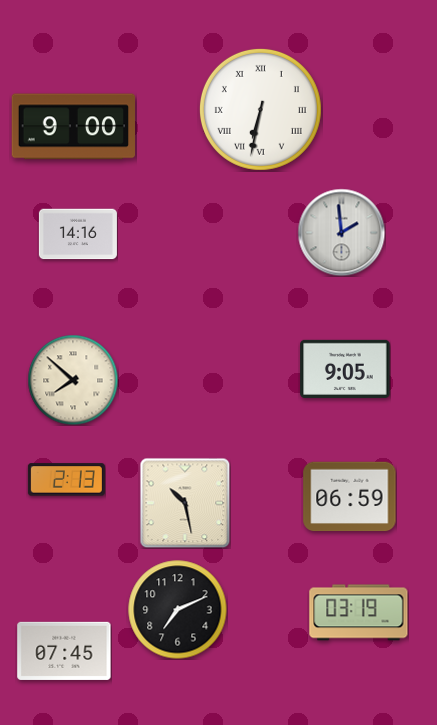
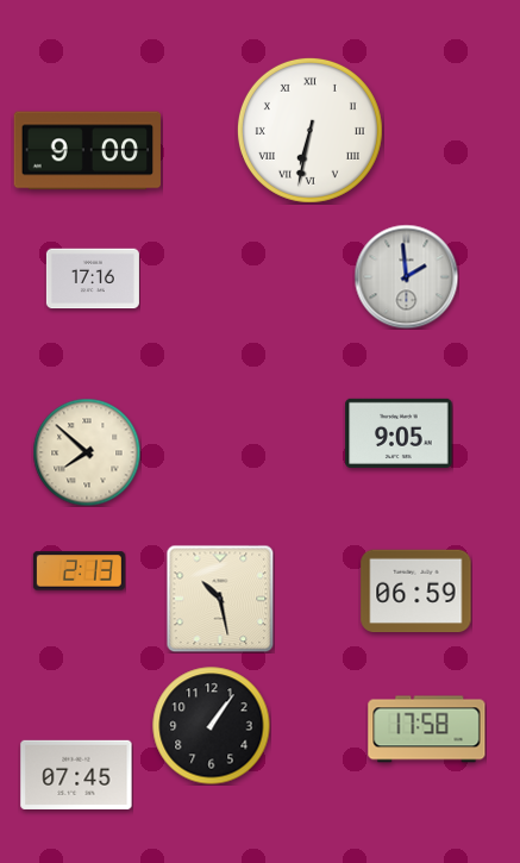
clock at (78, 234): 14:16 -> 17:16
clock at (345, 369) position: (345, 369) -> (399, 433)
clock at (178, 610): 7:11 -> 1:06
clock at (359, 613): 03:19 -> 17:58
